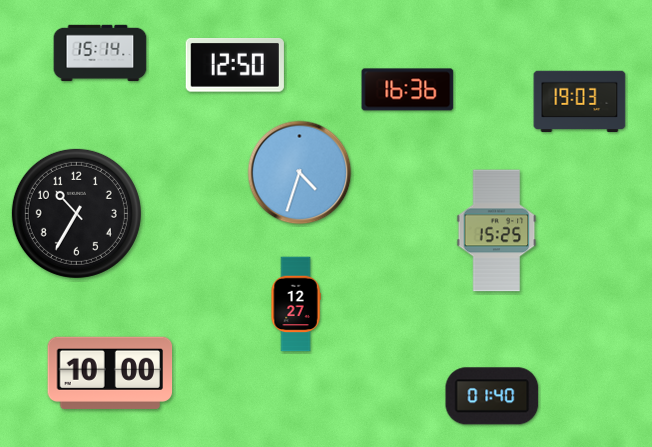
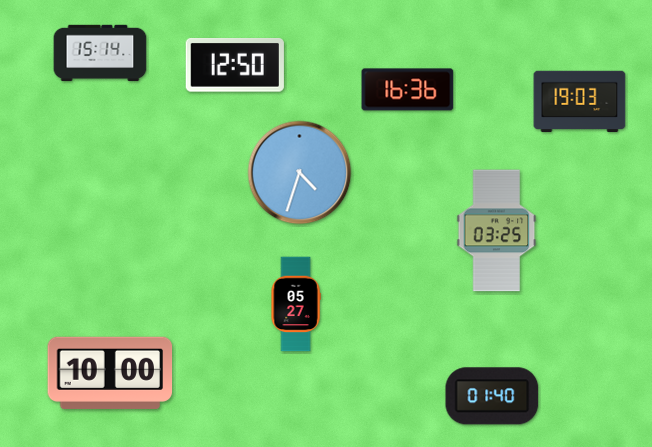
clock at (76, 213): 10:35 -> none
clock at (497, 231): 15:25 -> 03:25
clock at (296, 304): 12:27 -> 05:27
